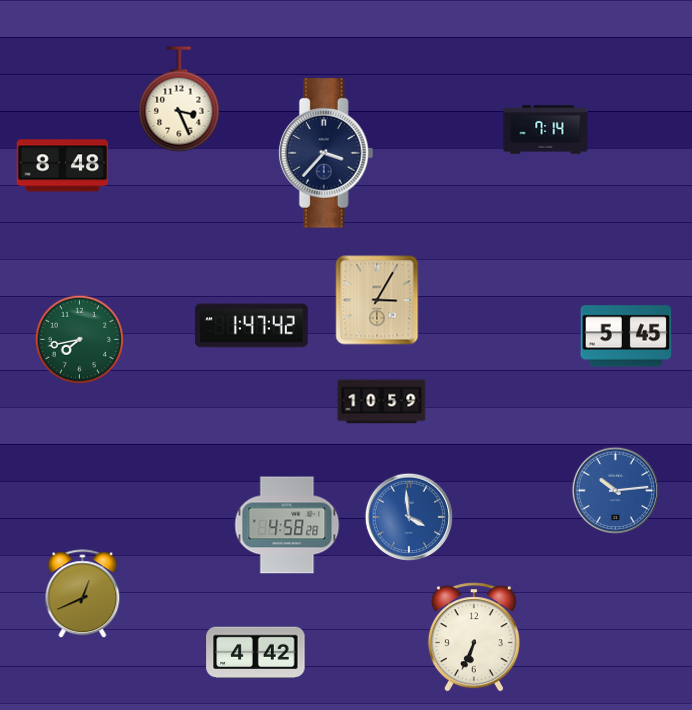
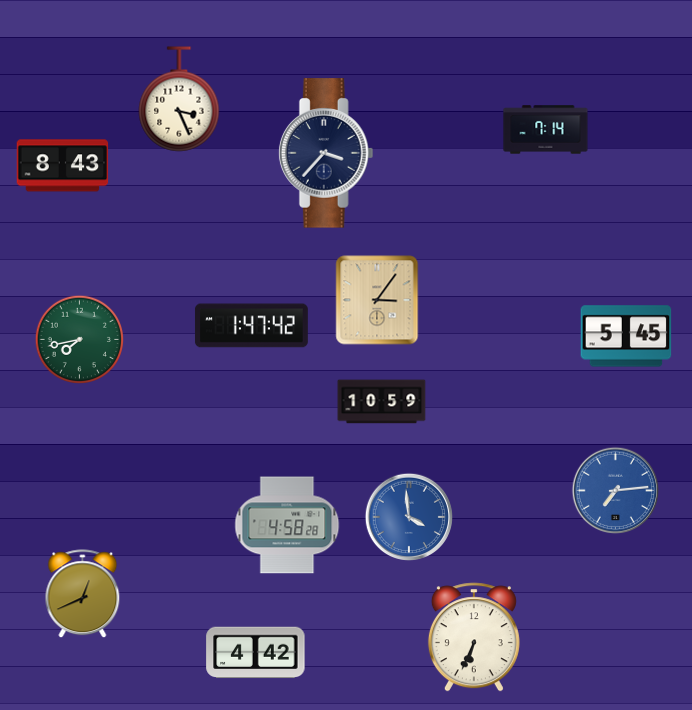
clock at (63, 166): 8:48 -> 8:43
clock at (377, 300): 3:05 -> 3:06
clock at (616, 491): 10:14 -> 7:14
